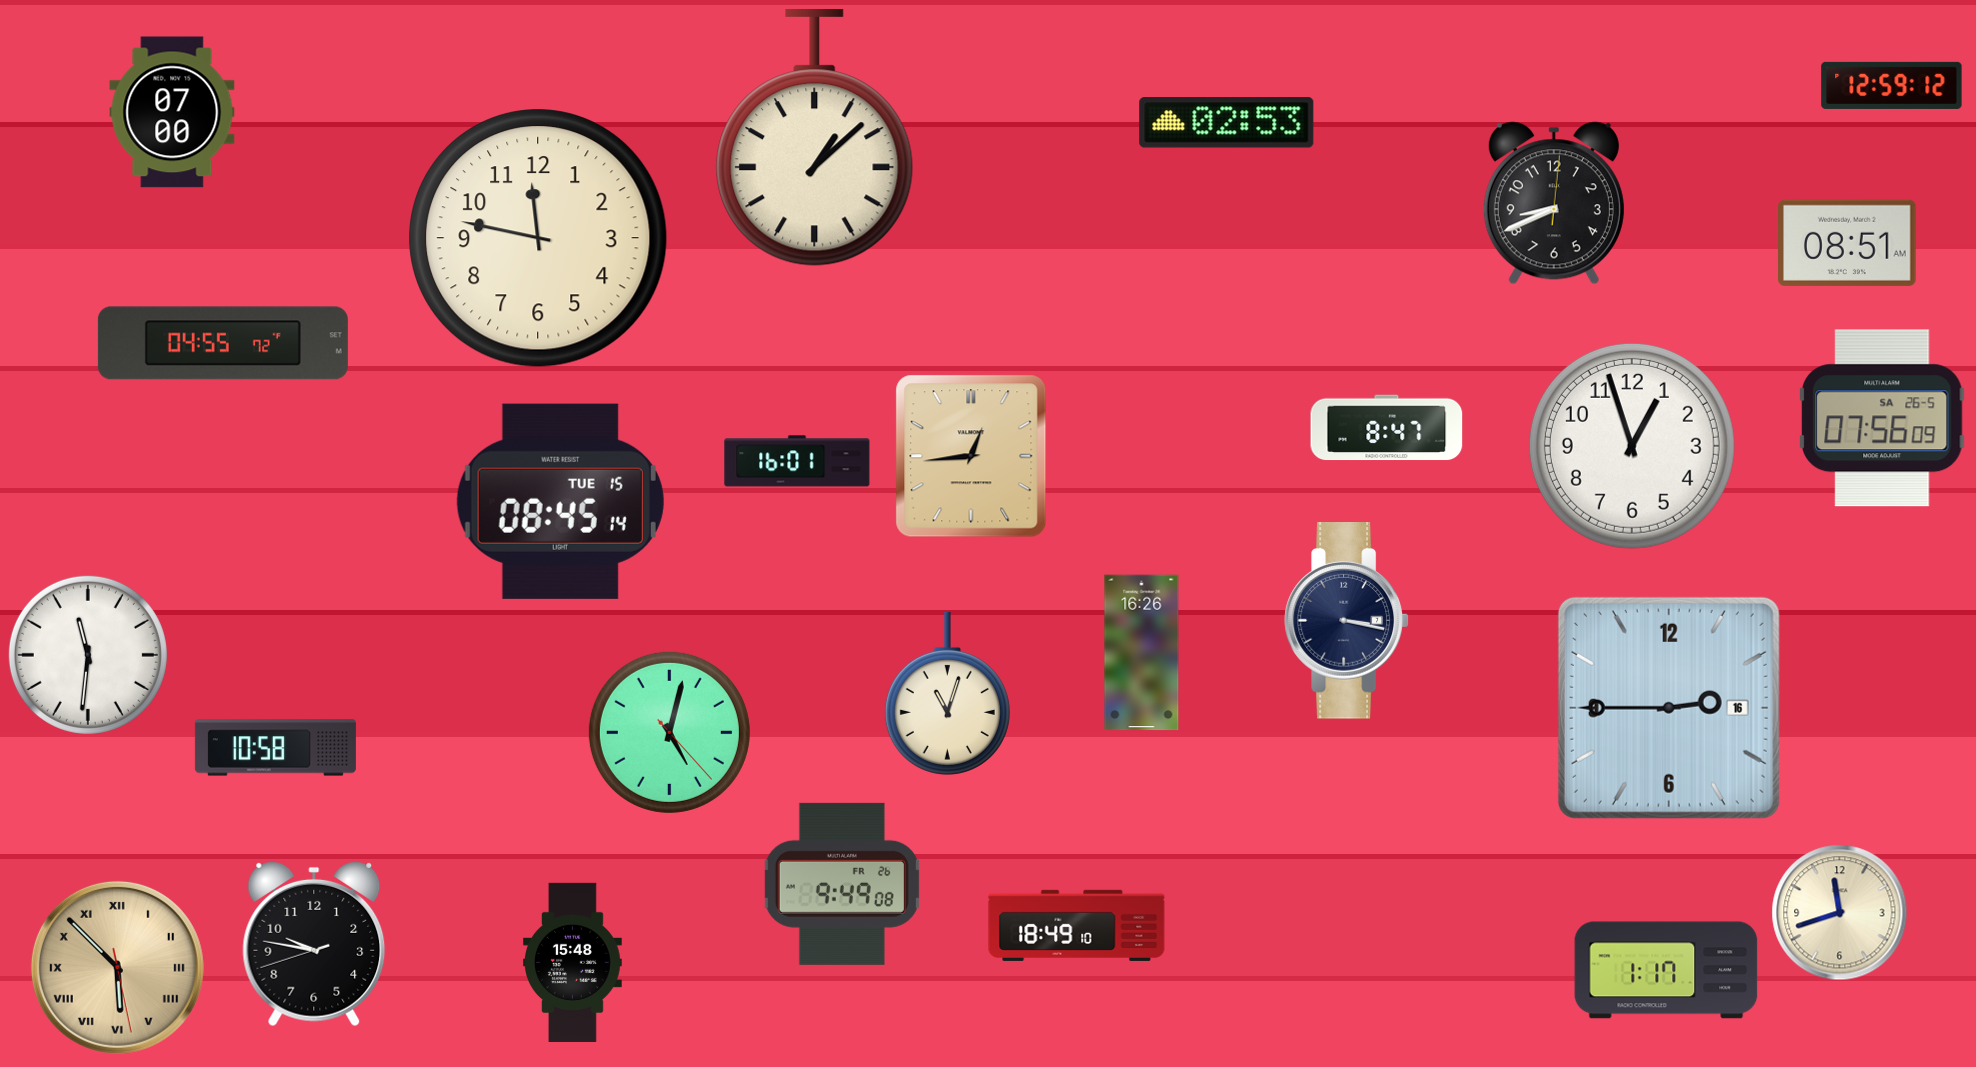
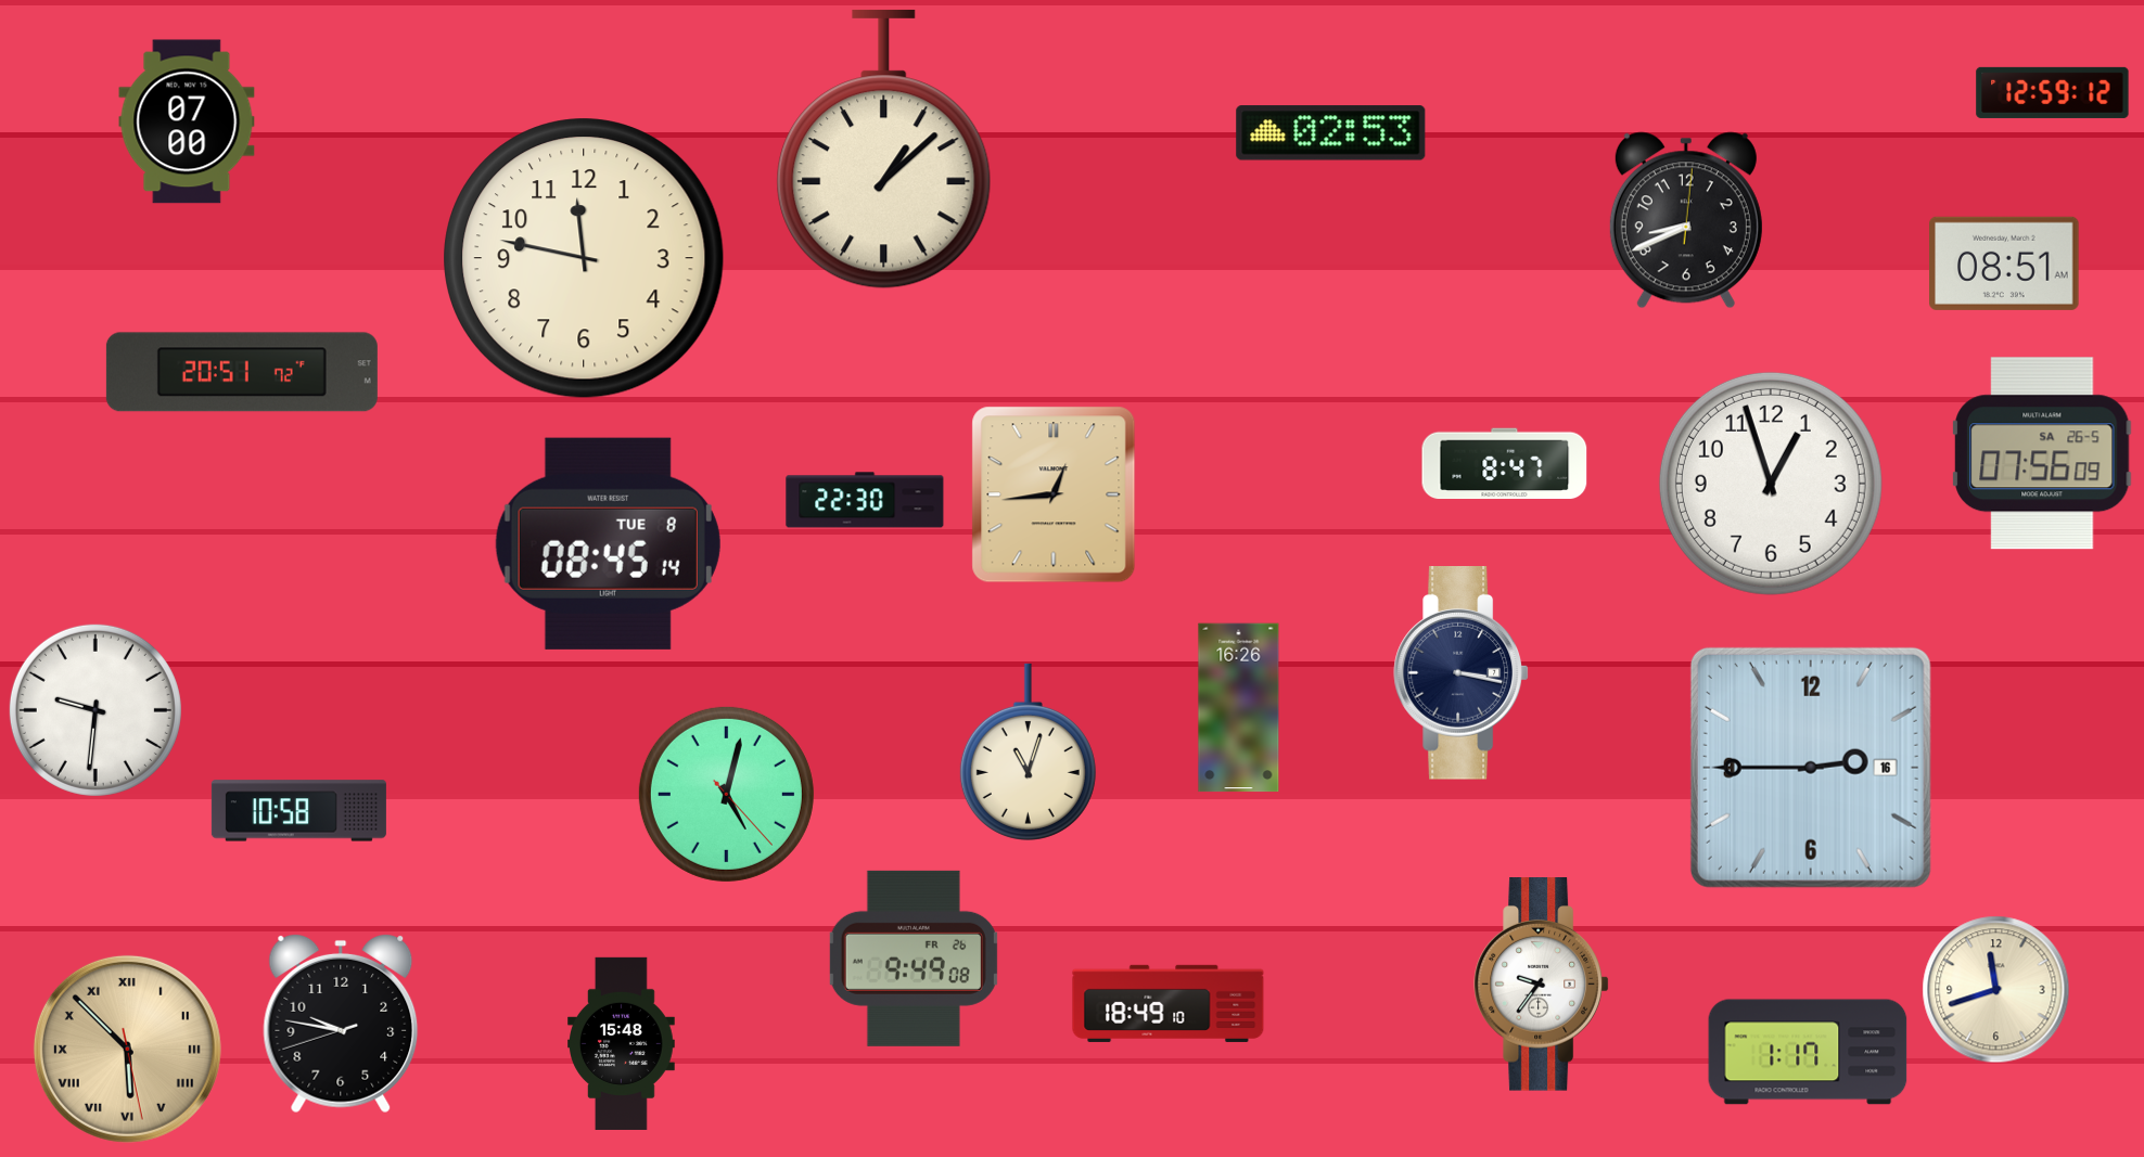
clock at (223, 343): 04:55 -> 20:51
clock at (797, 461): 16:01 -> 22:30
clock at (560, 501) date: TUE 15 -> TUE 8
clock at (88, 655): 11:31 -> 9:31
clock at (1542, 985): none -> 9:36
